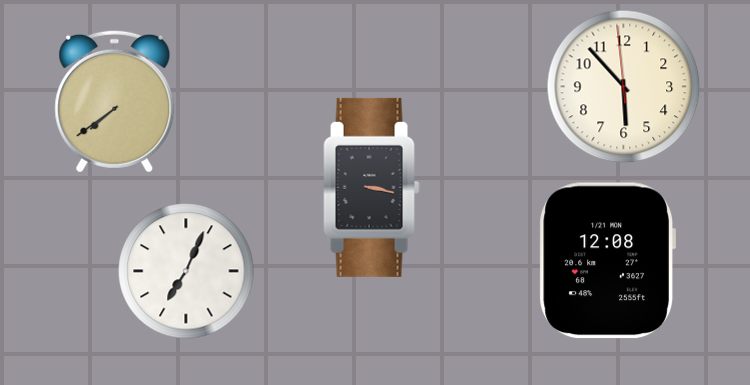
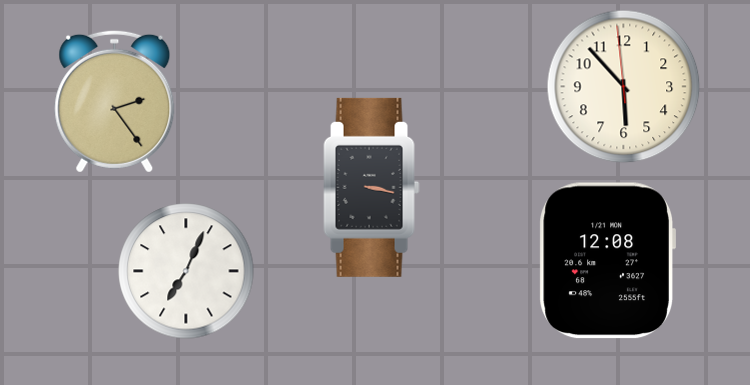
clock at (115, 101): 7:39 -> 2:24
